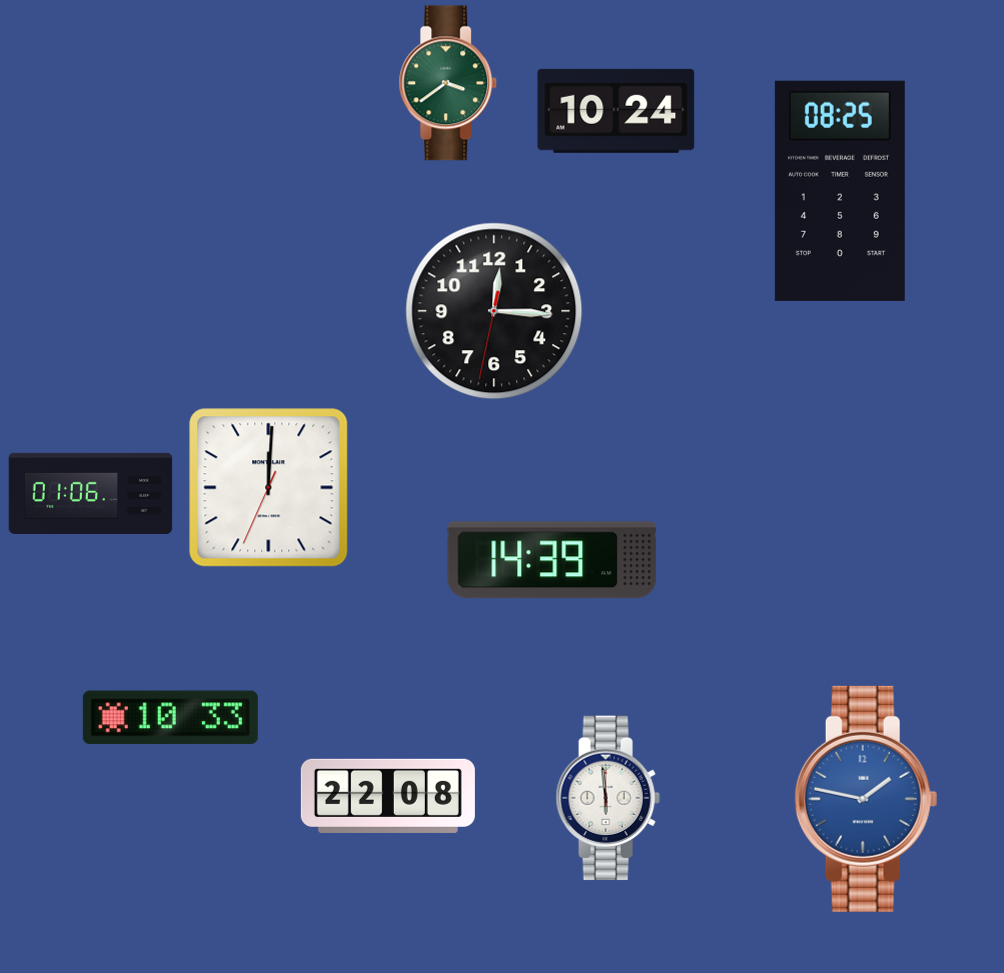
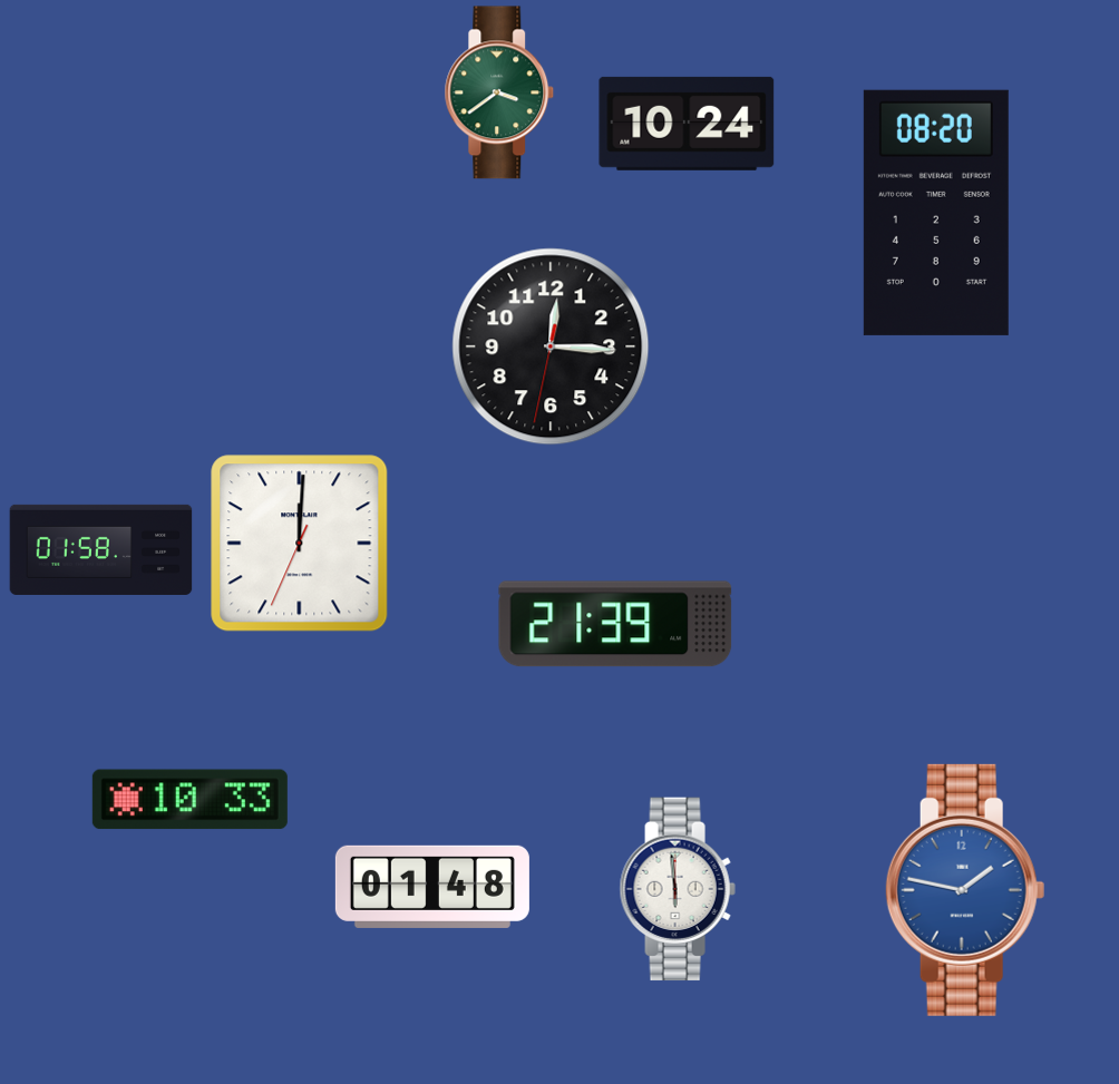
clock at (840, 191): 08:25 -> 08:20
clock at (91, 493): 01:06 -> 01:58
clock at (552, 560): 14:39 -> 21:39
clock at (388, 796): 22:08 -> 01:48
